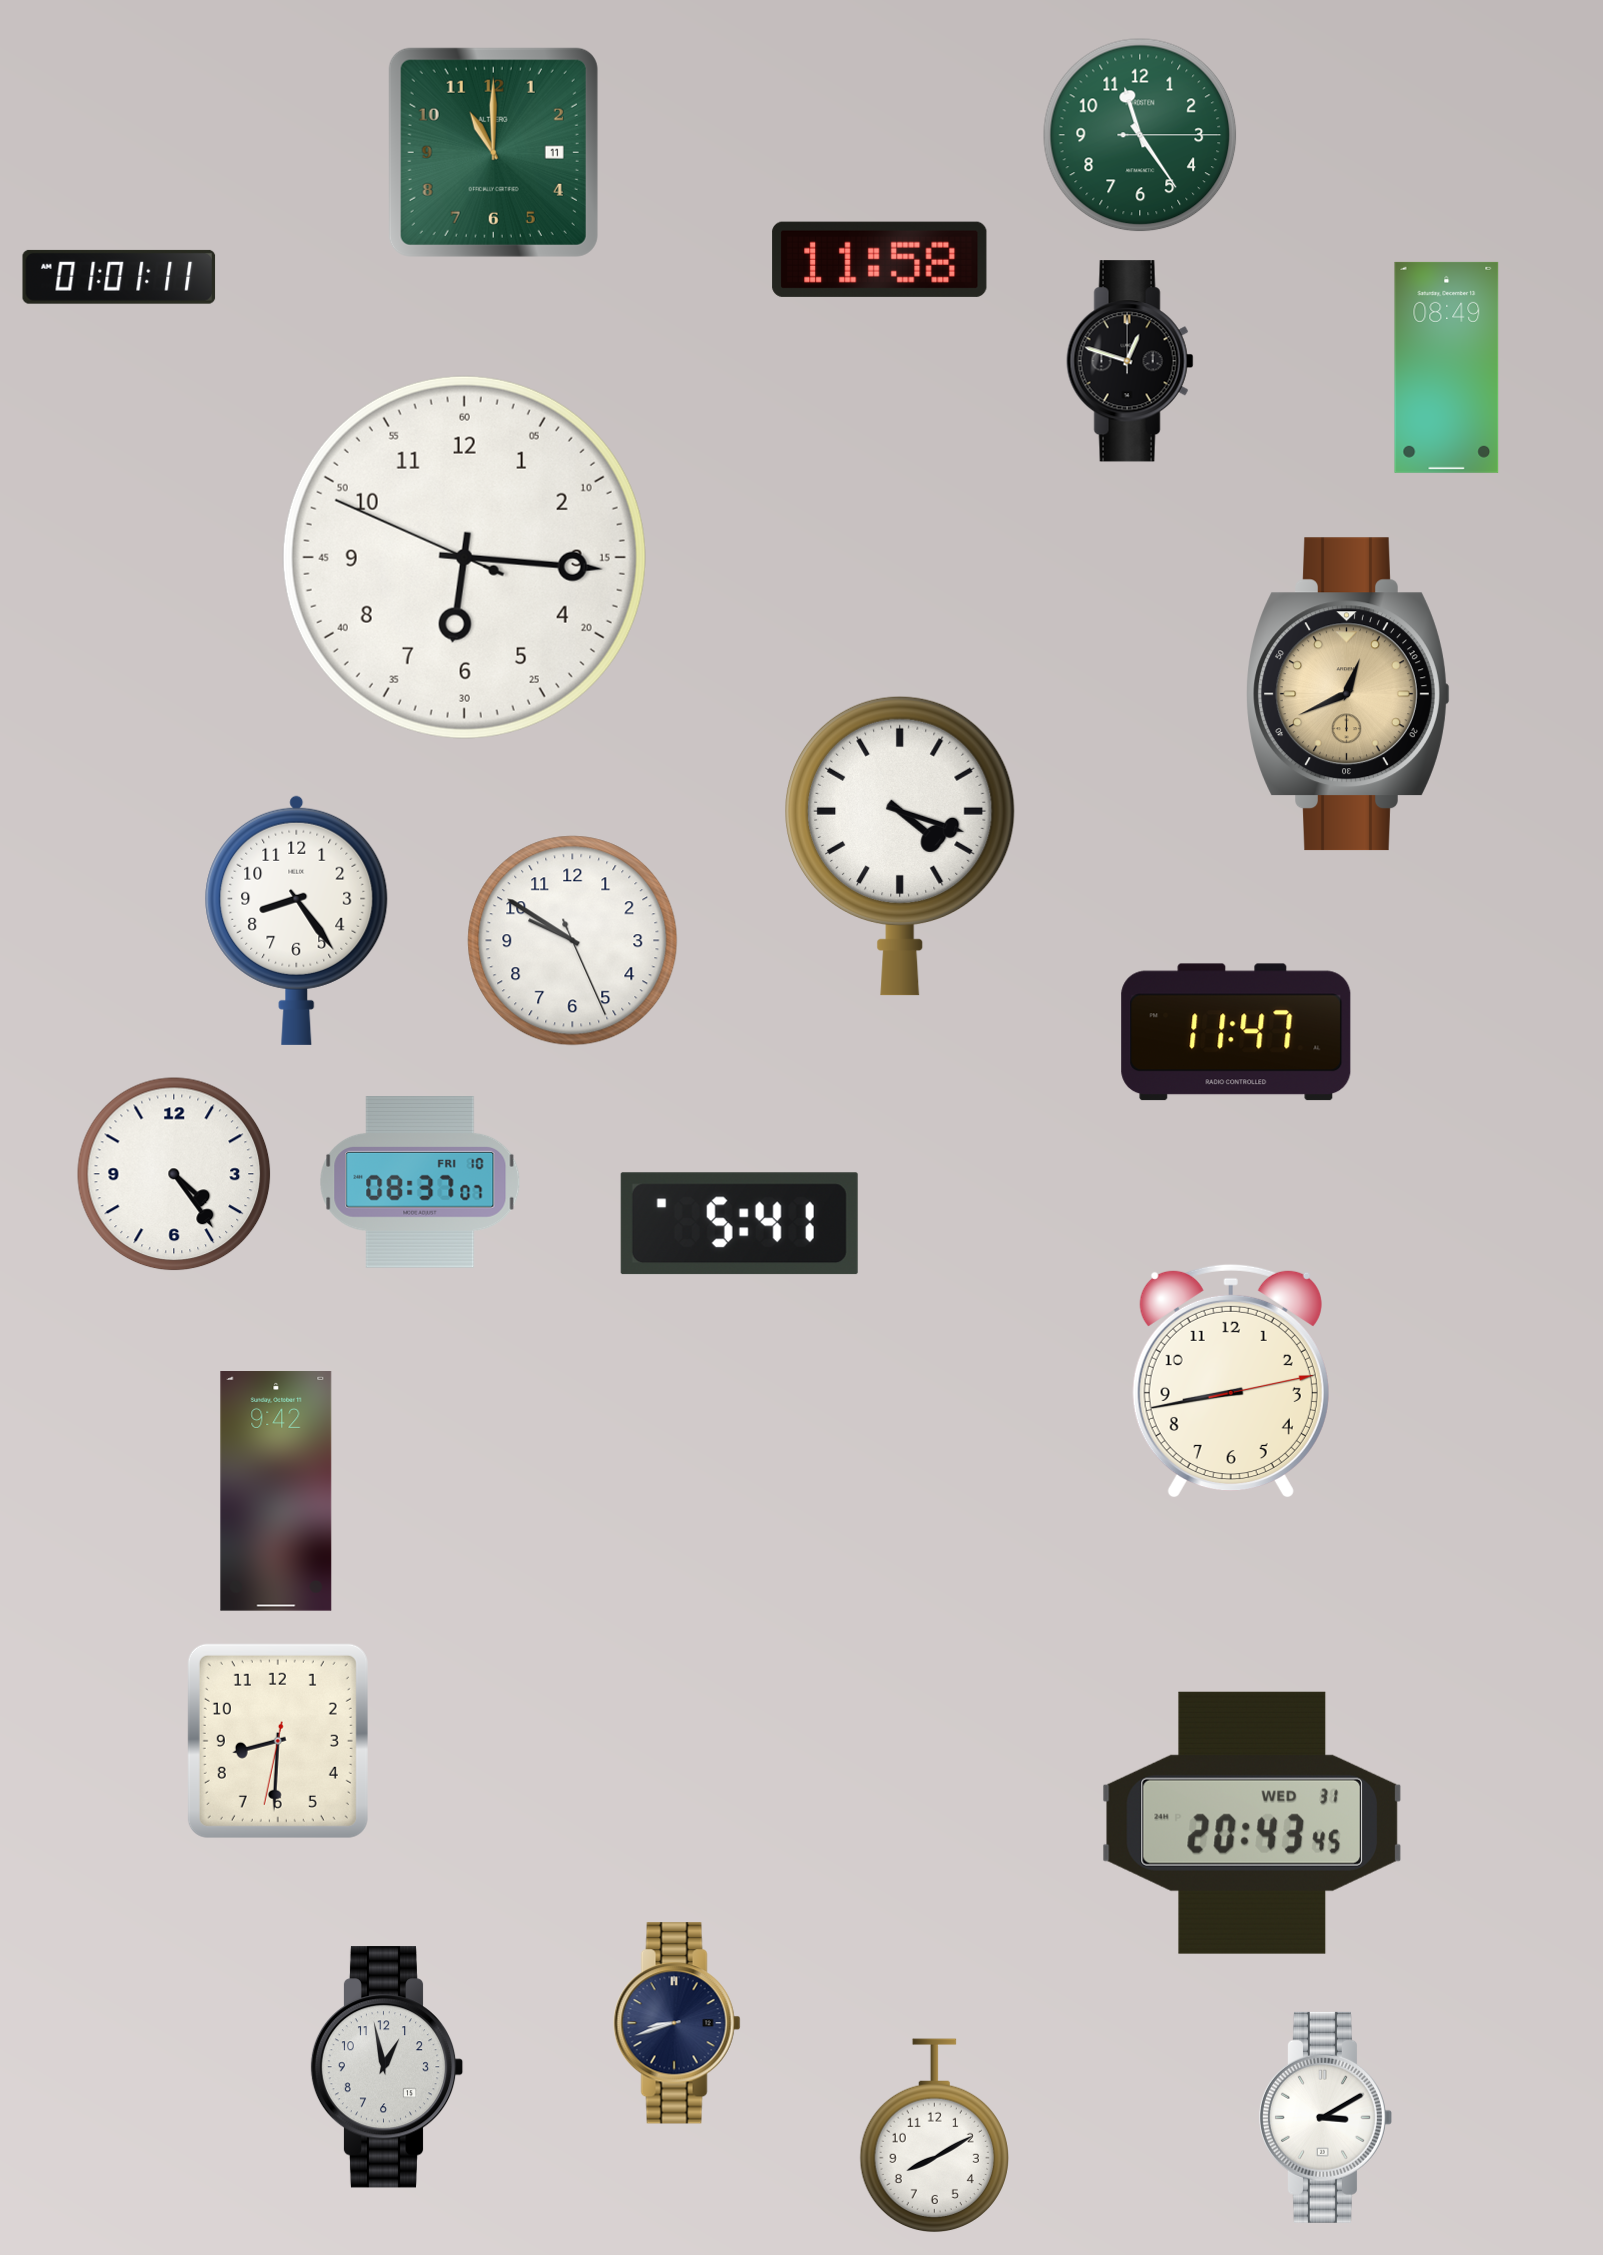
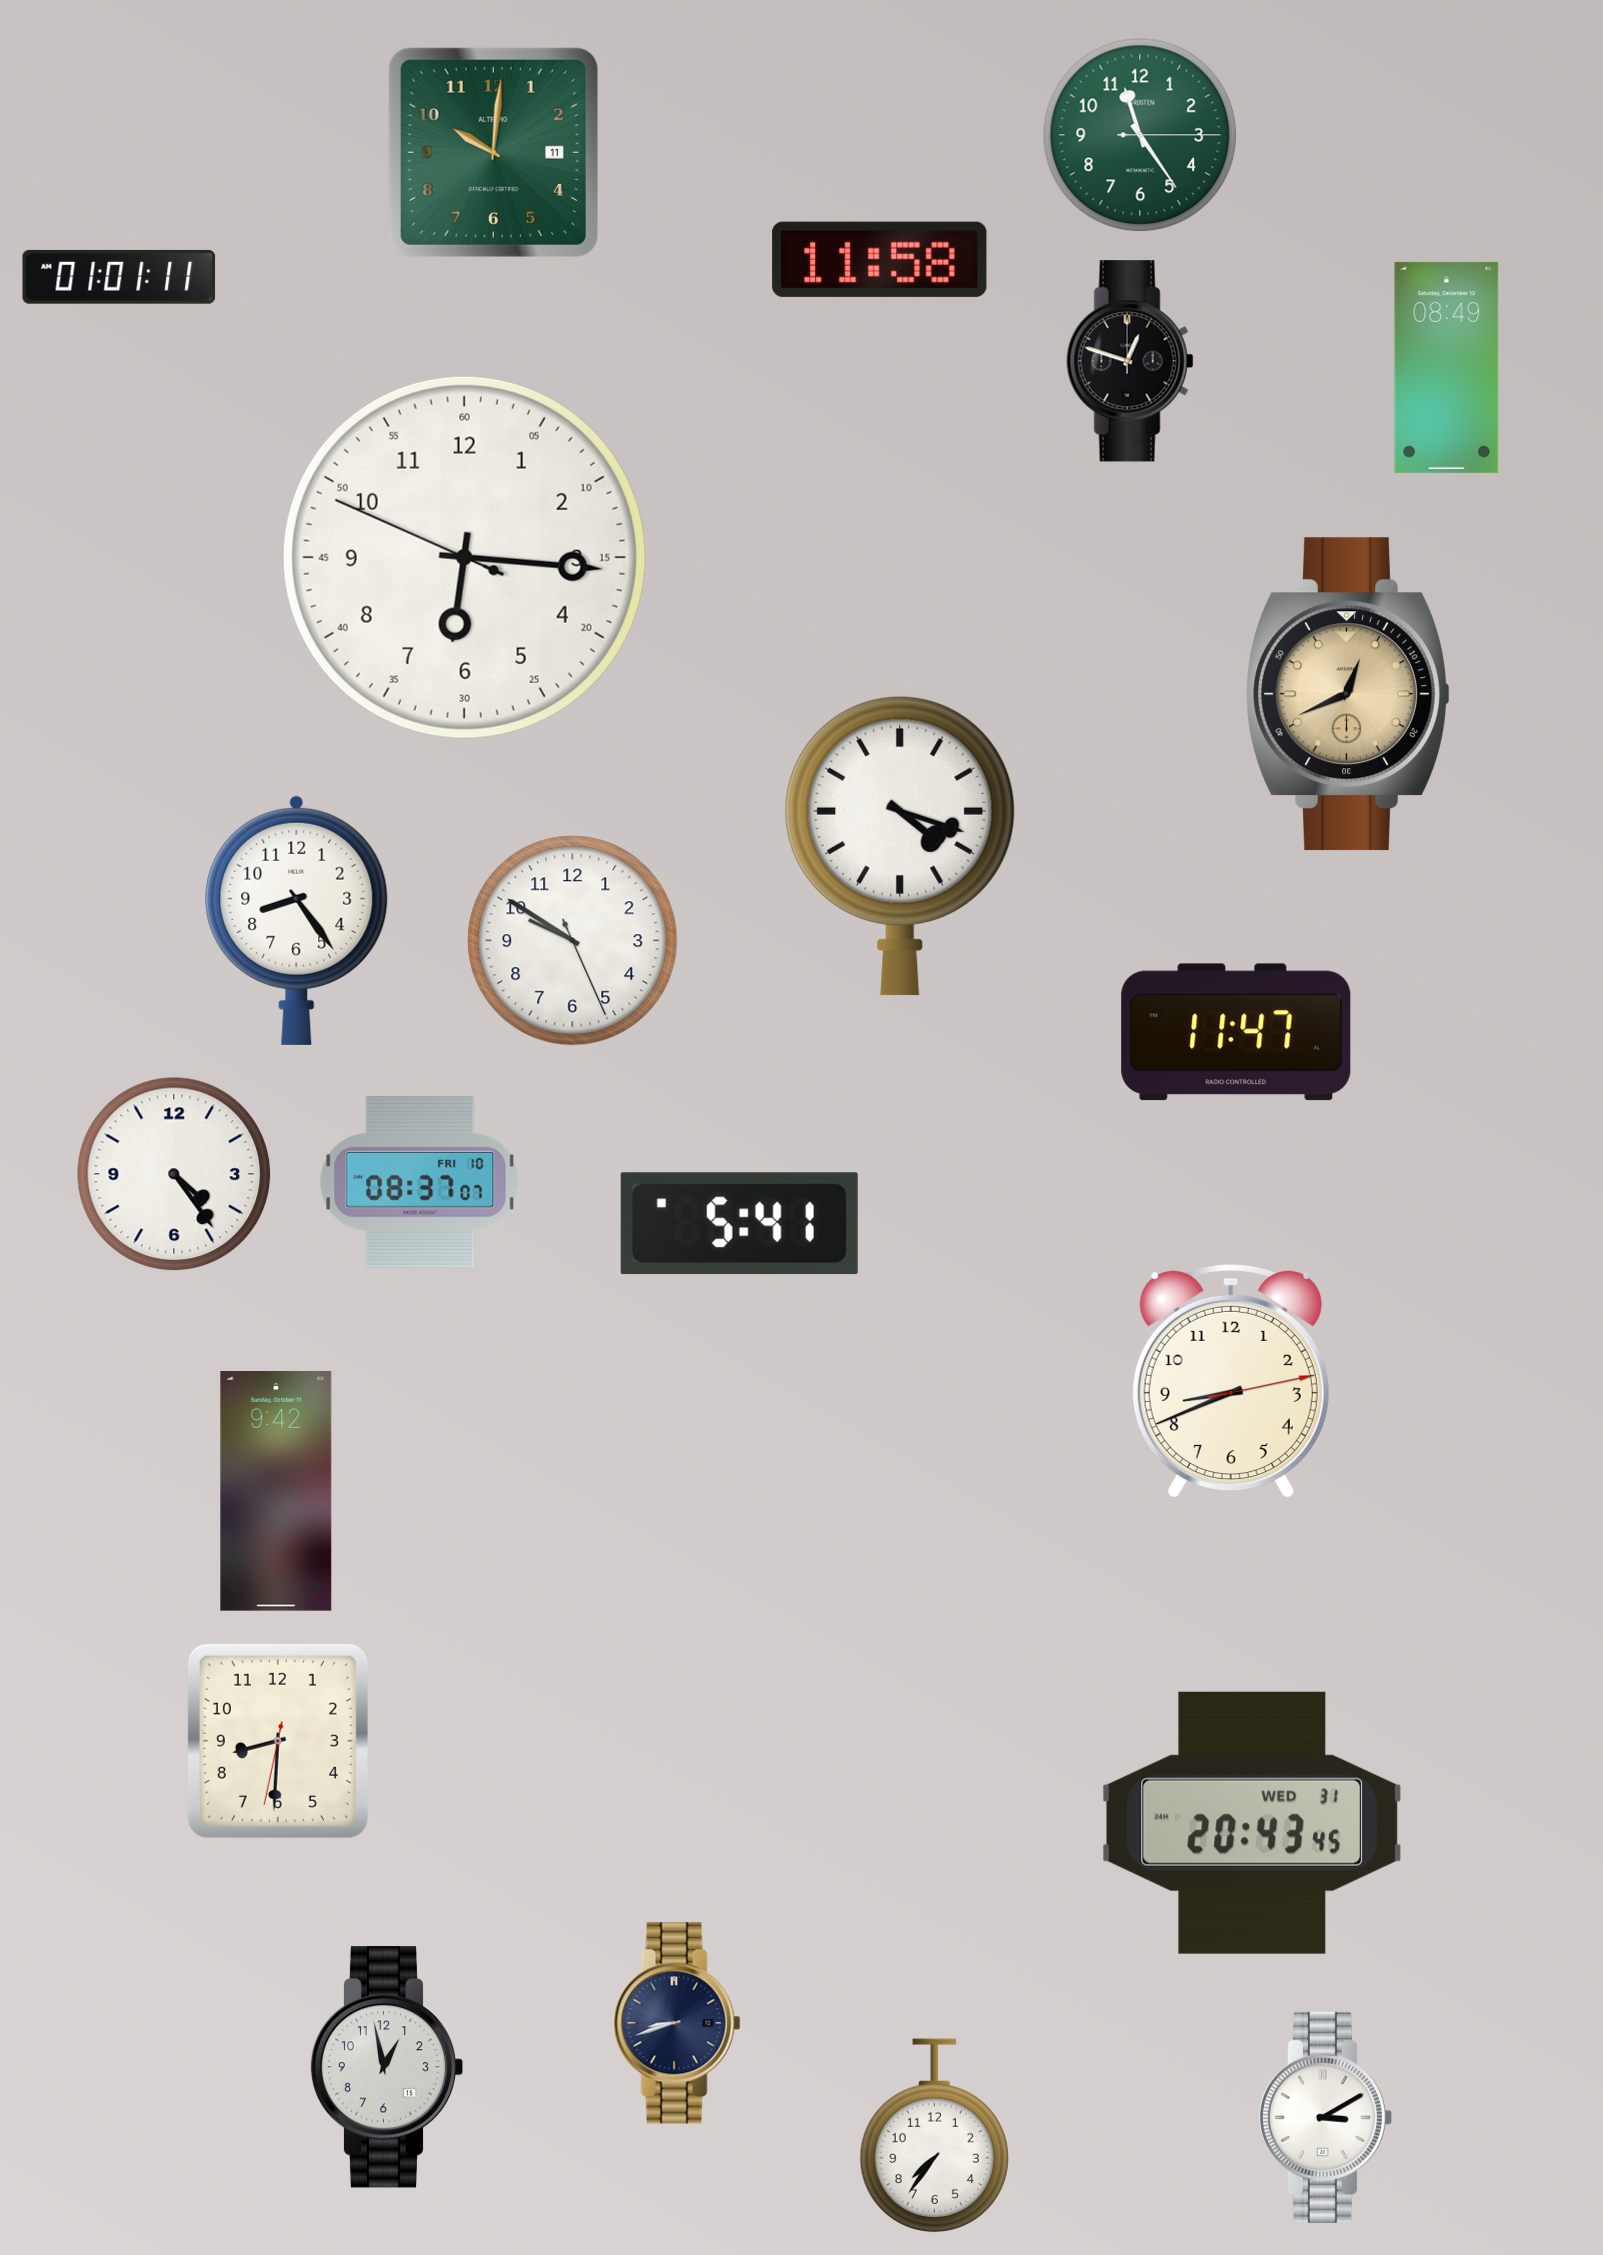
clock at (493, 152): 11:00 -> 10:01
clock at (1231, 1381): 8:43 -> 8:41
clock at (934, 2136): 8:10 -> 7:36
